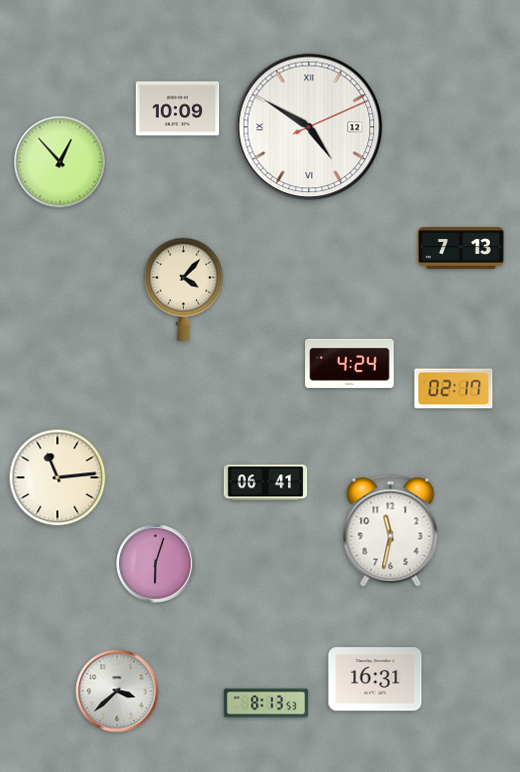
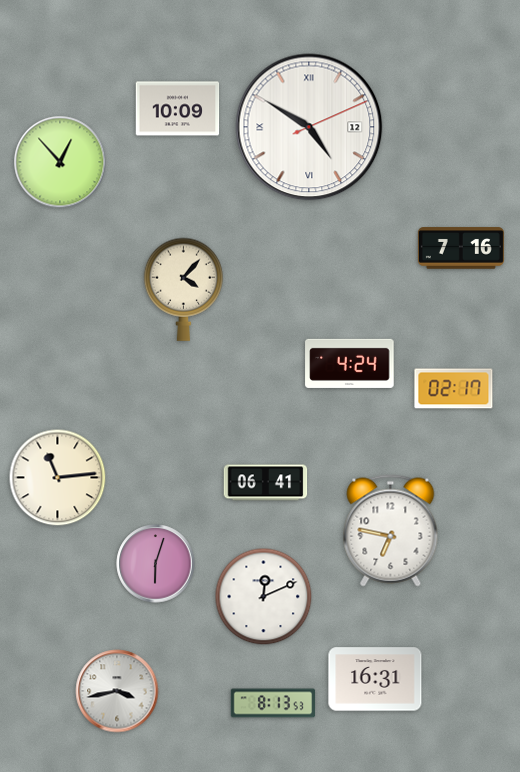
clock at (461, 248): 7:13 -> 7:16
clock at (391, 531): 11:32 -> 6:47
clock at (264, 597): none -> 12:11
clock at (117, 691): 3:38 -> 3:43
clock at (266, 703) position: (266, 703) -> (273, 703)
